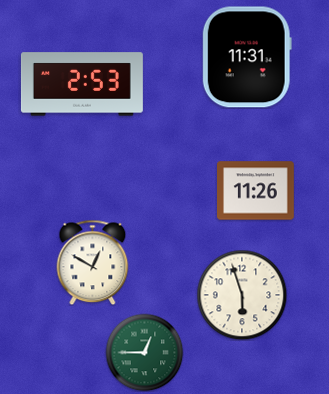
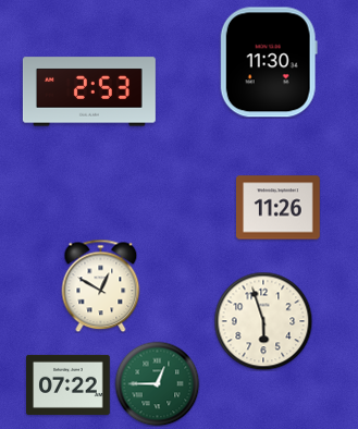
clock at (247, 57): 11:31 -> 11:30
clock at (69, 384): none -> 07:22
